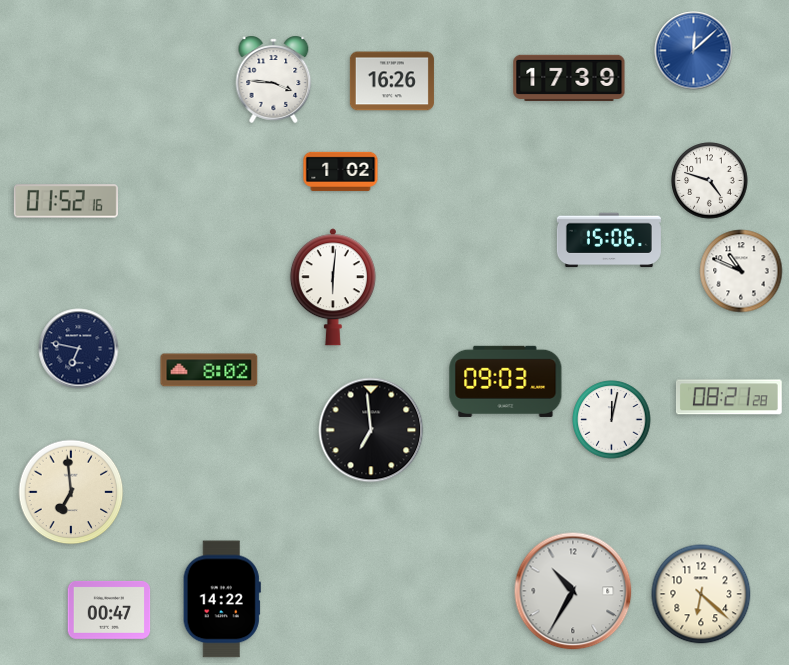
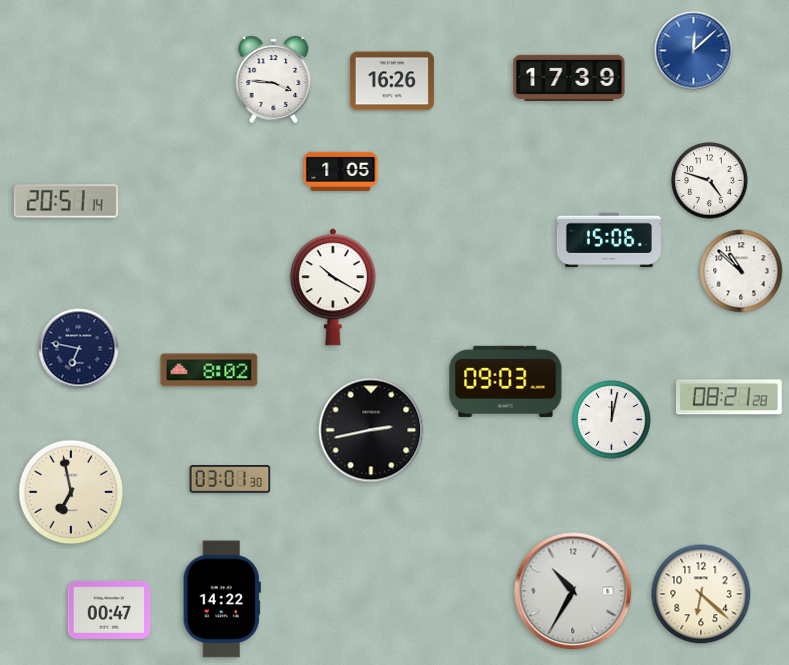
clock at (341, 171): 1:02 -> 1:05
clock at (66, 201): 01:52 -> 20:51
clock at (741, 271): 10:49 -> 10:52
clock at (333, 287): 6:01 -> 10:20
clock at (371, 430): 6:59 -> 2:43
clock at (230, 479): none -> 03:01
clock at (71, 492): 6:59 -> 6:58
